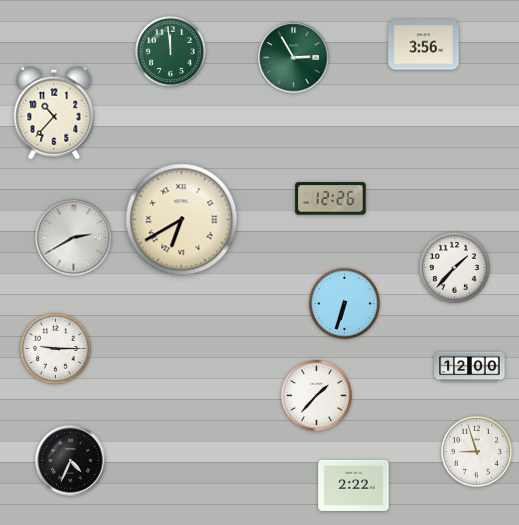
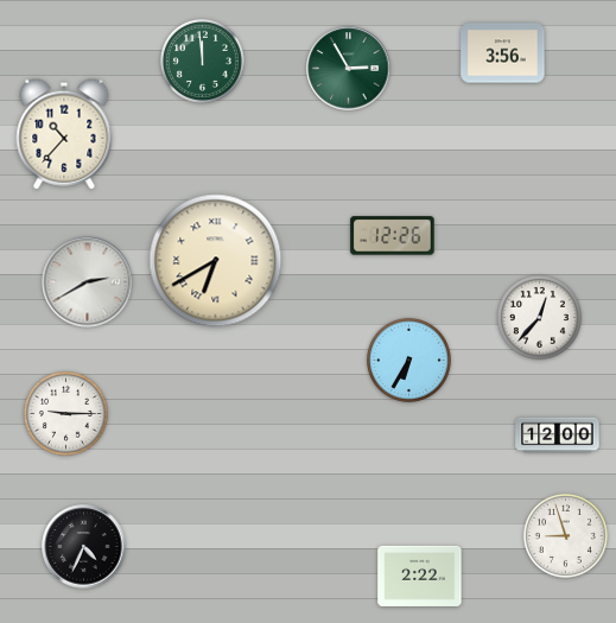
clock at (454, 267): 1:37 -> 12:37
clock at (344, 303): 6:33 -> 6:35
clock at (316, 395): 1:37 -> none
